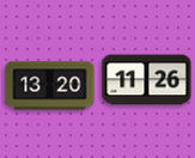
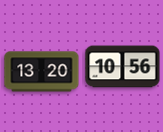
clock at (147, 80): 11:26 -> 10:56
